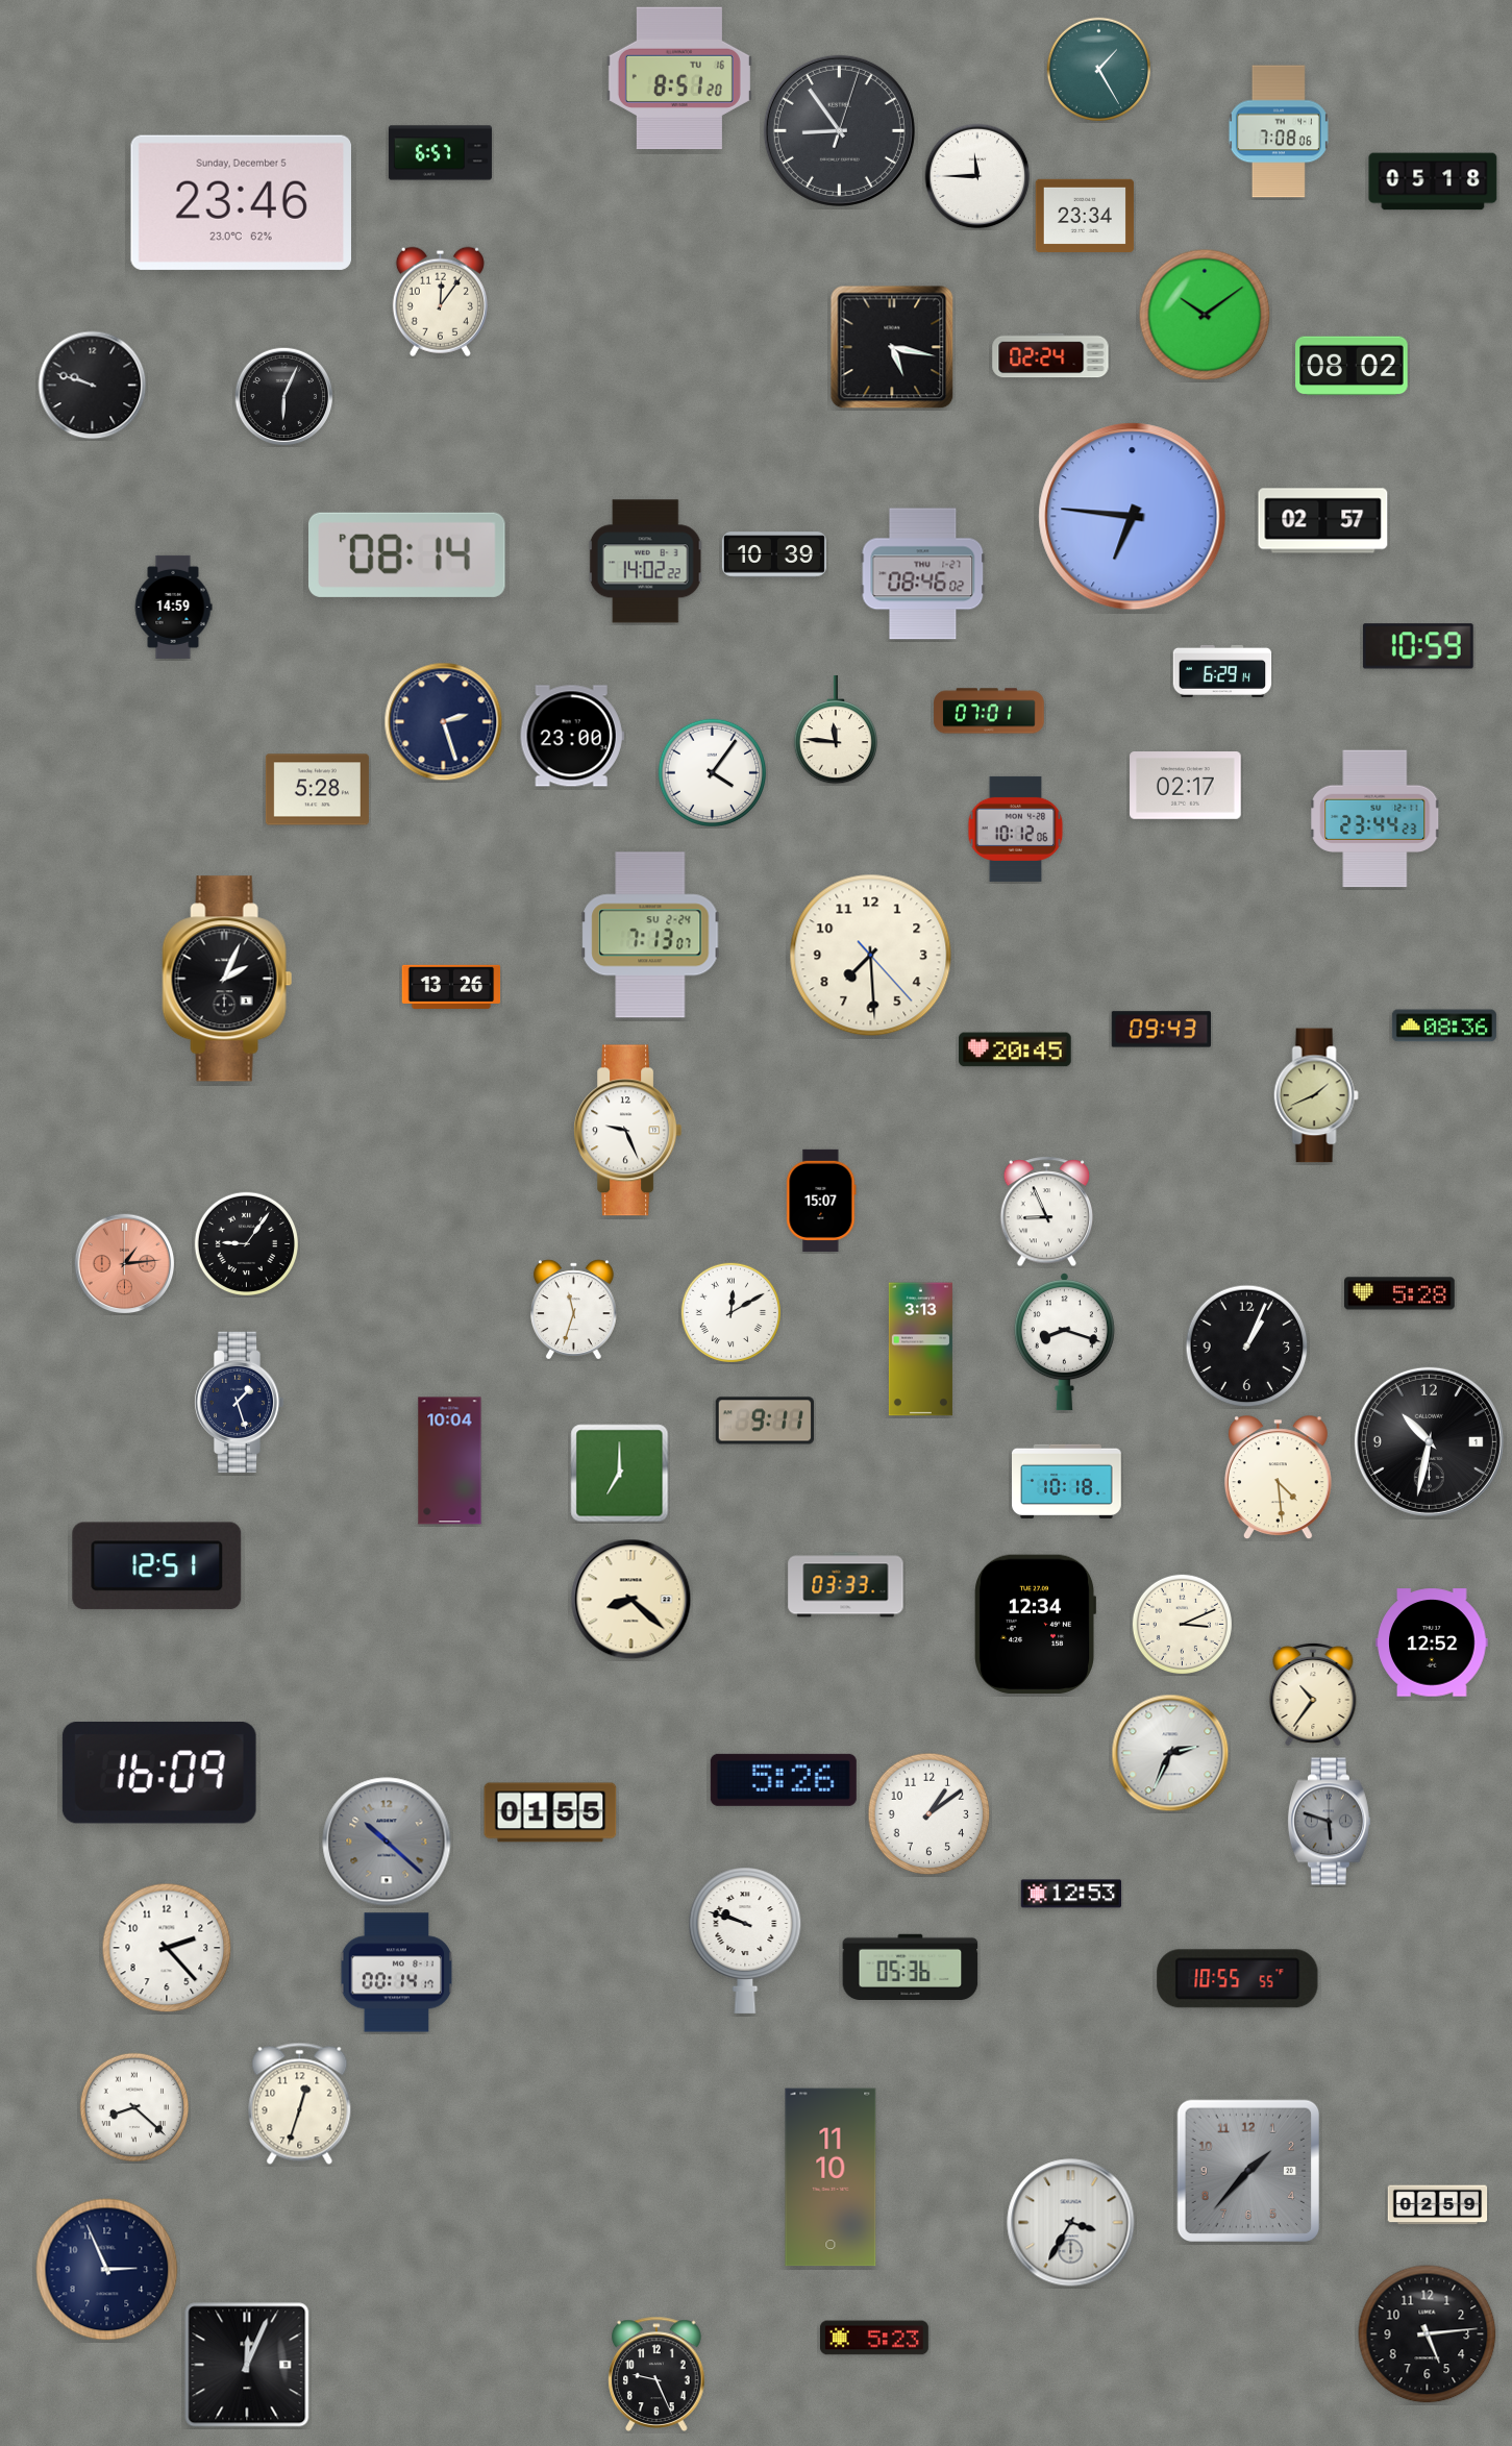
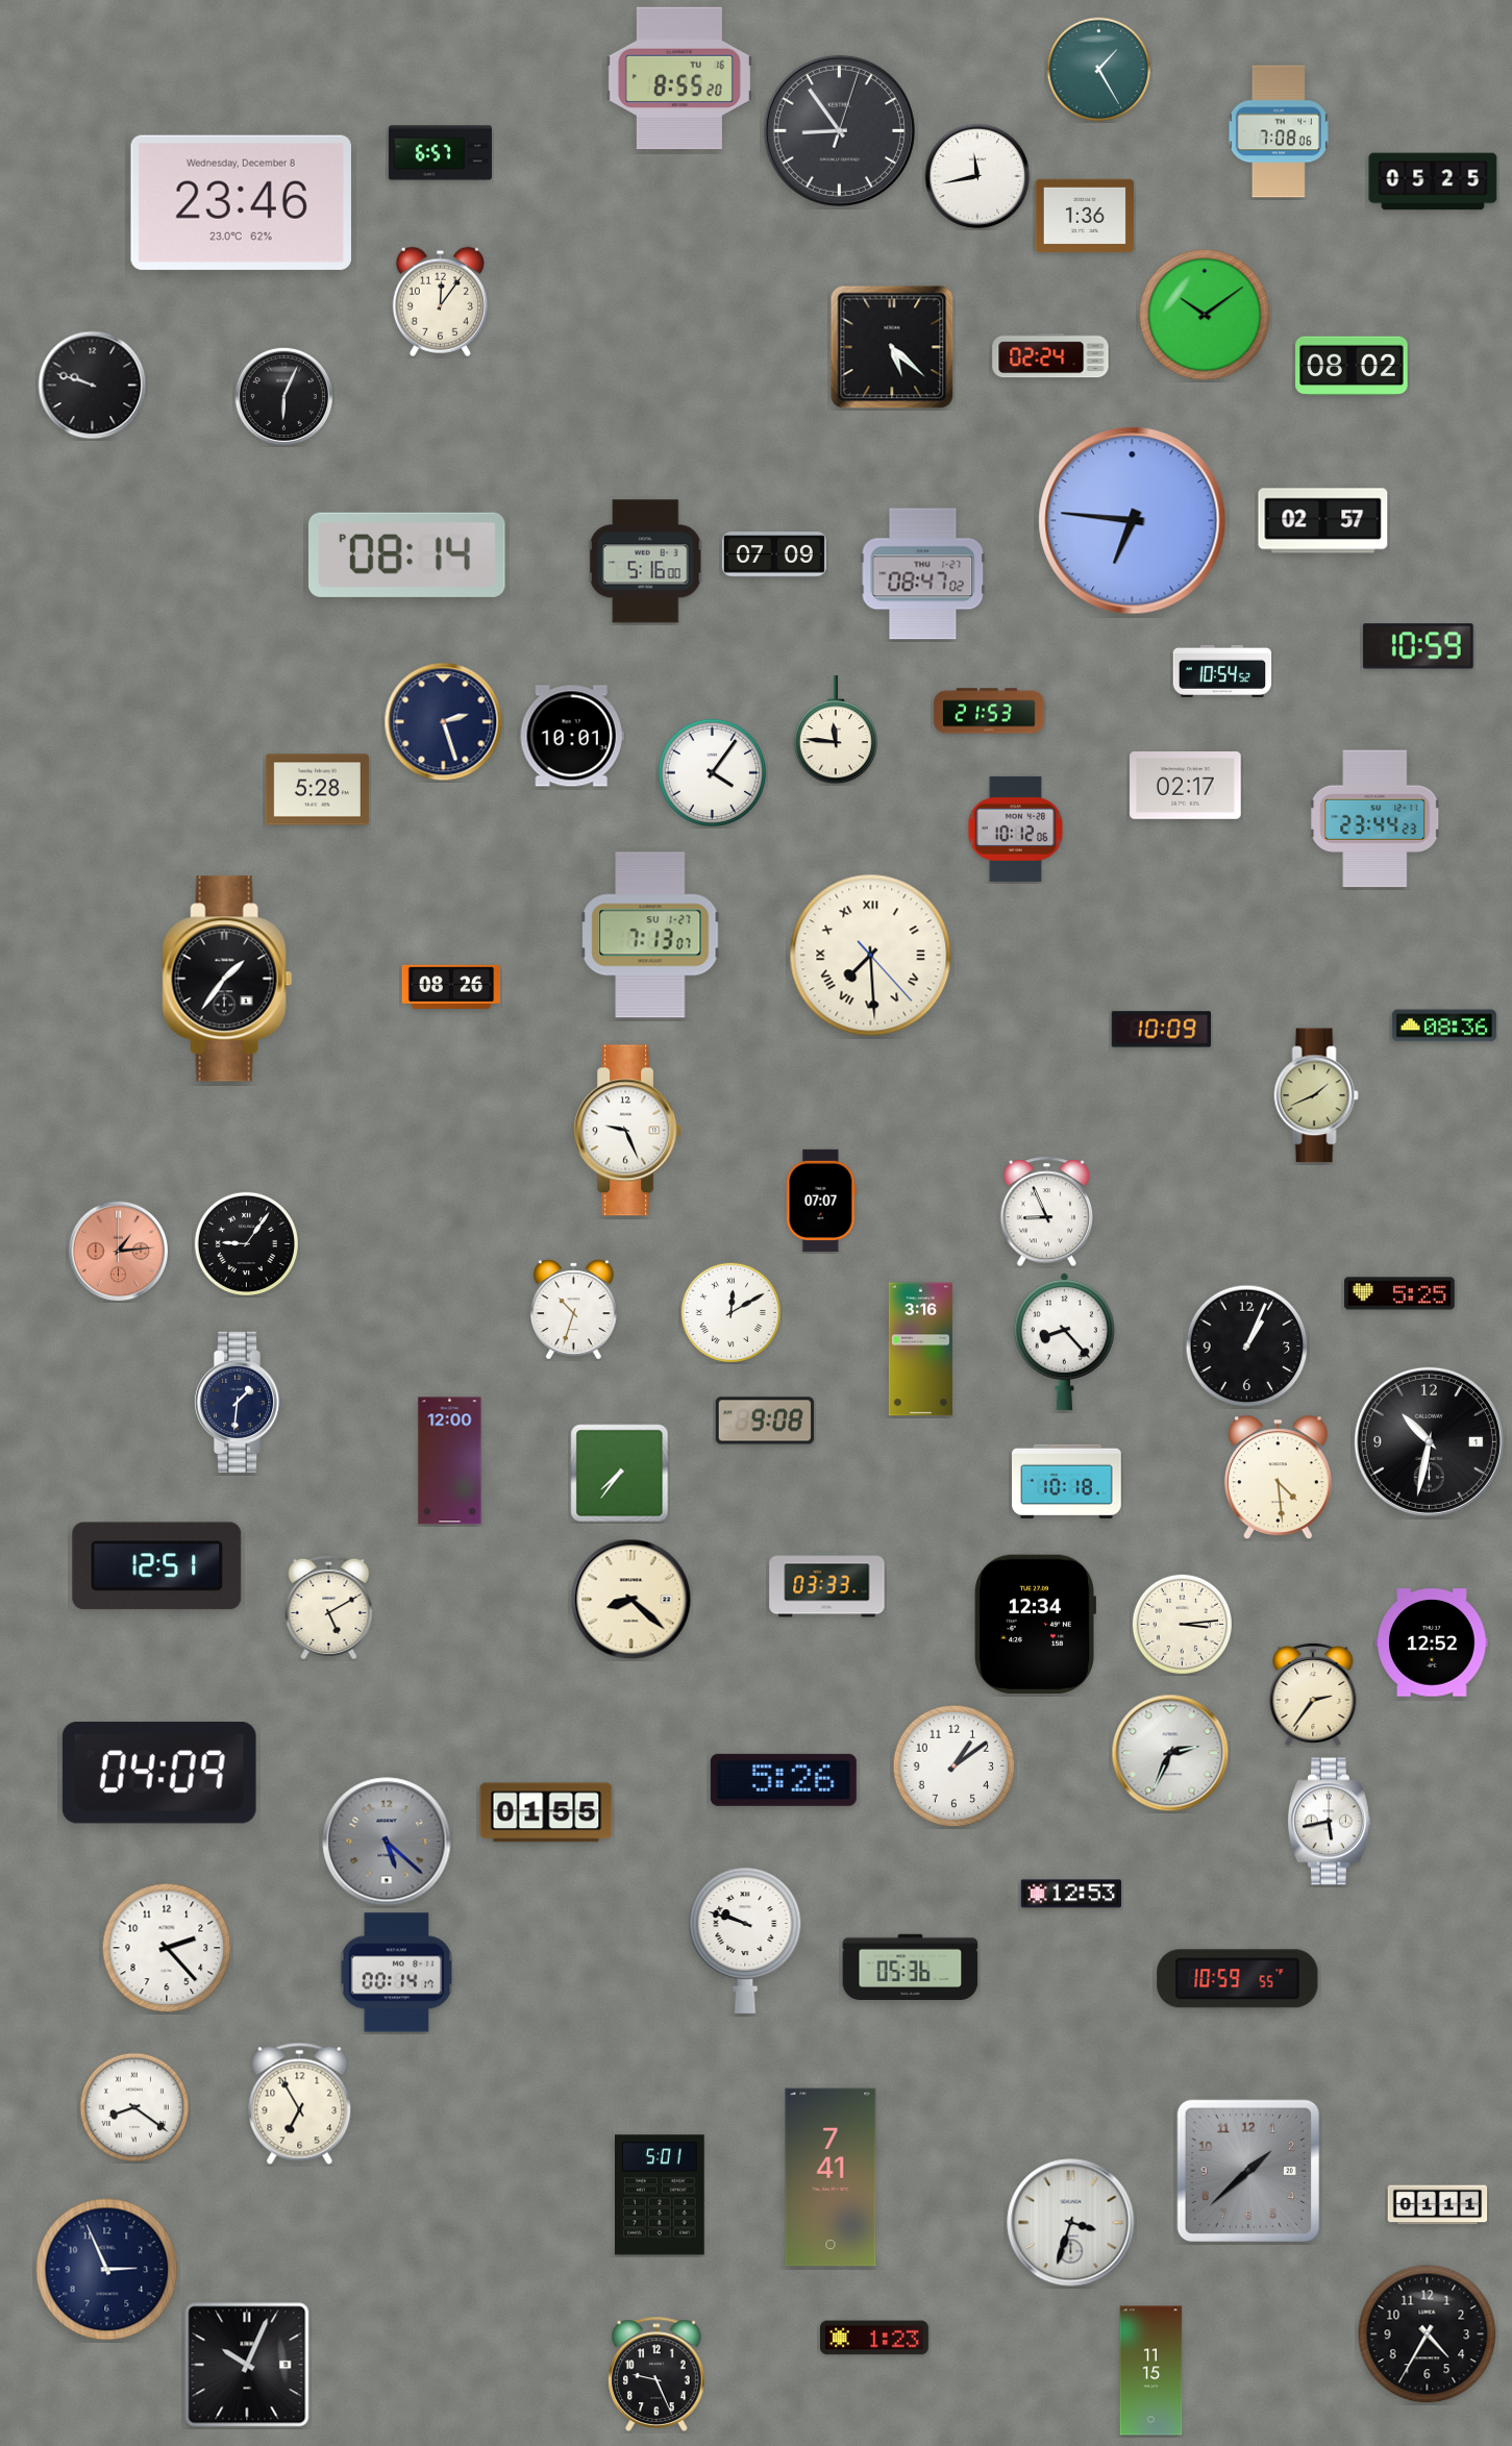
clock at (679, 78): 8:51 -> 8:55
clock at (977, 176): 11:45 -> 11:43
clock at (1433, 181): 05:18 -> 05:25
clock at (241, 202) date: Sunday, December 5 -> Wednesday, December 8
clock at (1085, 215): 23:34 -> 1:36
clock at (892, 347): 5:17 -> 5:22
clock at (1133, 517) position: (1133, 517) -> (1133, 521)
clock at (774, 554): 10:39 -> 07:09
clock at (645, 562): 14:02 -> 5:16
clock at (923, 574): 08:46 -> 08:47
clock at (173, 607): 14:59 -> none
clock at (1222, 671): 6:29 -> 10:54
clock at (989, 711): 07:01 -> 21:53
clock at (572, 736): 23:00 -> 10:01
clock at (650, 935) date: SU 2-24 -> SU 1-27
clock at (871, 956) numerals: Arabic -> Roman
clock at (227, 979): 2:04 -> 1:36
clock at (451, 987): 13:26 -> 08:26
clock at (1161, 1030): 09:43 -> 10:09
clock at (1015, 1049): 20:45 -> none
clock at (821, 1201): 15:07 -> 07:07
clock at (125, 1264) position: (125, 1264) -> (119, 1252)
clock at (1399, 1293): 5:28 -> 5:25
clock at (573, 1310): 11:33 -> 10:33
clock at (1064, 1342): 8:18 -> 8:23
clock at (920, 1350): 3:13 -> 3:16
clock at (239, 1402): 1:27 -> 1:31
clock at (765, 1420): 9:11 -> 9:08
clock at (450, 1461): 10:04 -> 12:00
clock at (620, 1474): 7:00 -> 7:36
clock at (846, 1585) position: (846, 1585) -> (827, 1585)
clock at (329, 1607): none -> 5:10
clock at (1182, 1624): 3:11 -> 3:14
clock at (1313, 1695): 10:36 -> 2:36
clock at (159, 1773): 16:09 -> 04:09
clock at (550, 1812) position: (550, 1812) -> (546, 1812)
clock at (929, 1814) position: (929, 1814) -> (955, 1766)
clock at (1329, 1822): 5:48 -> 5:43
clock at (1329, 1822) dial: grey -> white
clock at (387, 1842): 10:22 -> 5:22
clock at (1238, 1979): 10:55 -> 10:59
clock at (300, 2103): 12:33 -> 6:55
clock at (134, 2107): 8:22 -> 8:21
clock at (1247, 2170): 1:37 -> 1:38
clock at (831, 2177): 11:10 -> 7:41
clock at (661, 2195): none -> 5:01
clock at (1438, 2205): 02:59 -> 01:11
clock at (1071, 2223): 3:35 -> 3:33
clock at (1428, 2334): 5:14 -> 4:35
clock at (874, 2338): 5:23 -> 1:23
clock at (247, 2365): 12:04 -> 10:04
clock at (1151, 2371): none -> 11:15
